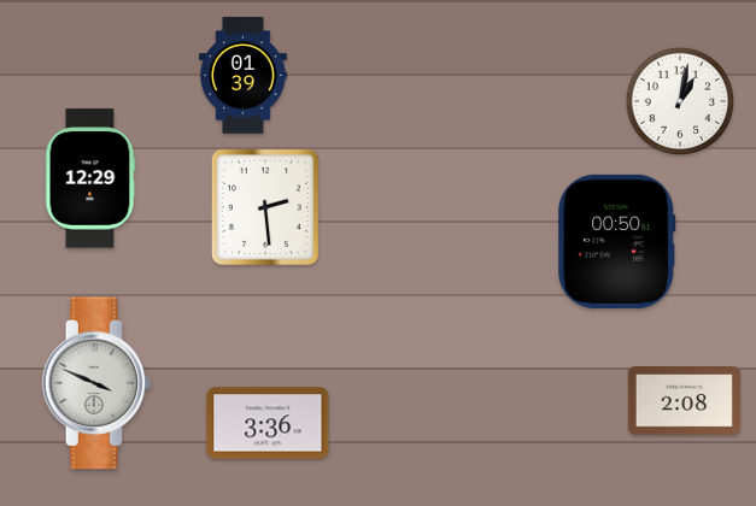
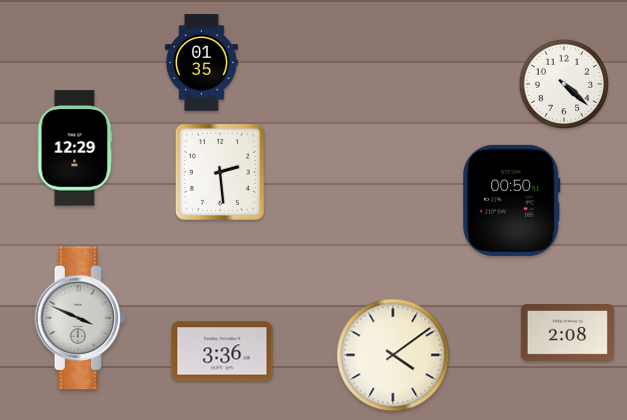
clock at (242, 76): 01:39 -> 01:35
clock at (679, 100): 1:02 -> 4:22
clock at (393, 355): none -> 4:09
